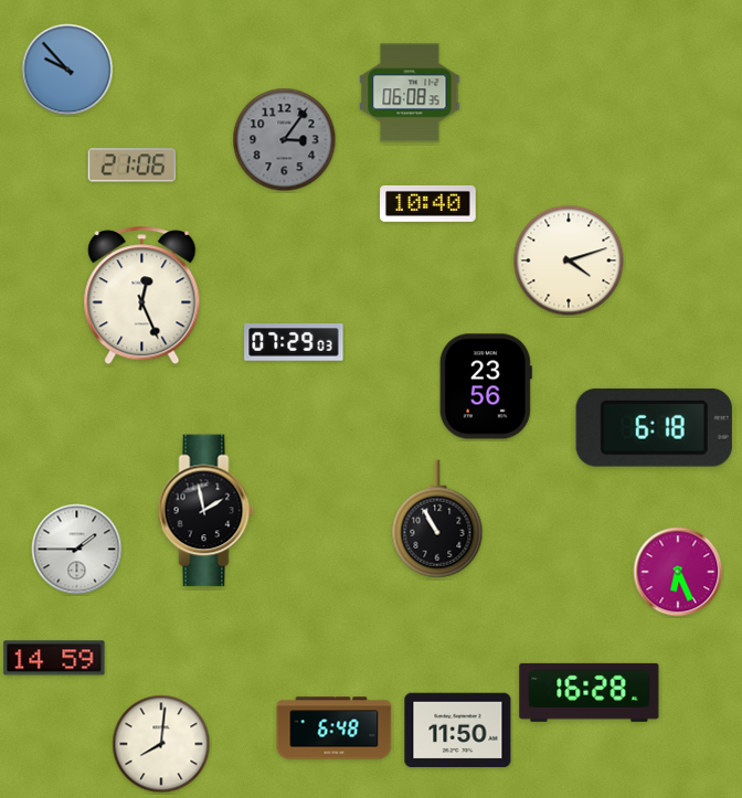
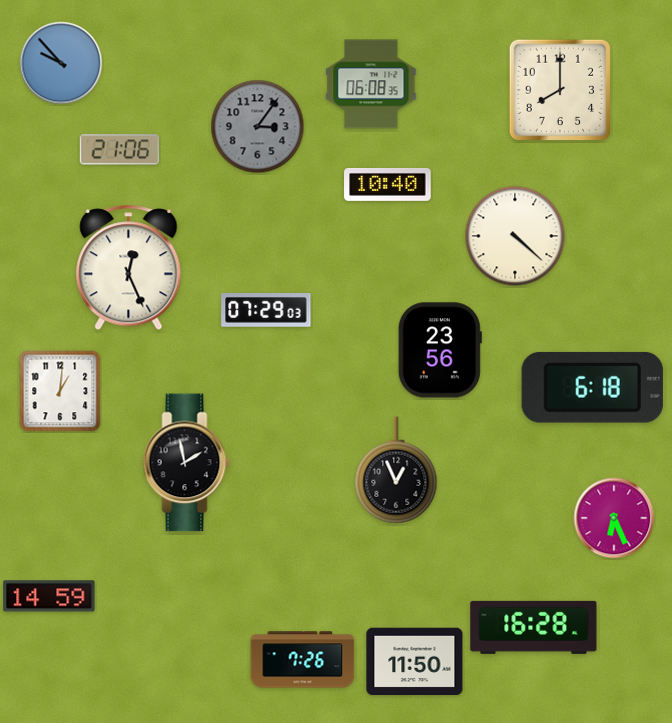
clock at (560, 90): none -> 8:00
clock at (569, 260): 4:12 -> 4:22
clock at (60, 391): none -> 1:01
clock at (437, 519): 10:55 -> 12:56
clock at (77, 550): 1:45 -> none
clock at (335, 728): 6:48 -> 7:26
clock at (161, 744): 8:01 -> none
